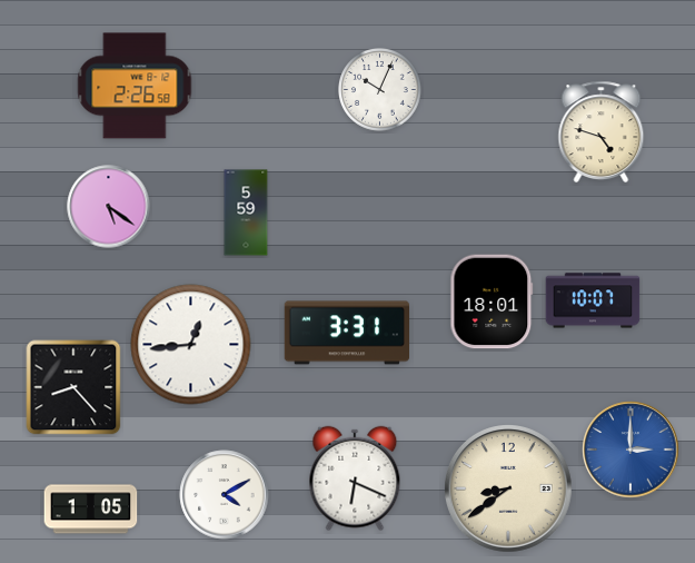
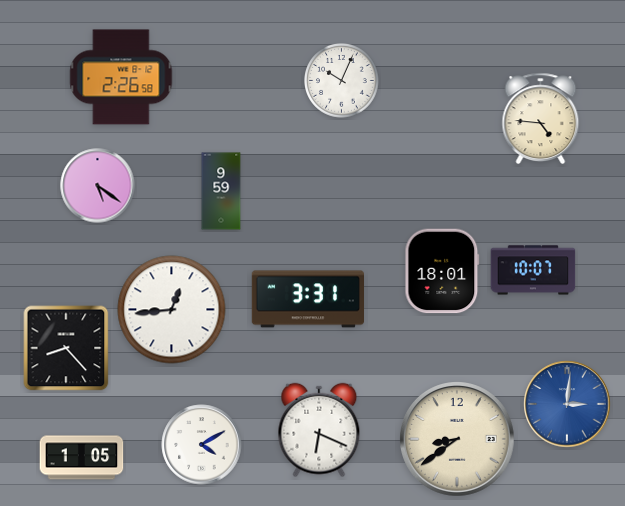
clock at (602, 132): 4:48 -> 4:46
clock at (246, 213): 5:59 -> 9:59
clock at (346, 333) position: (346, 333) -> (307, 299)
clock at (631, 450): 3:00 -> 3:01
